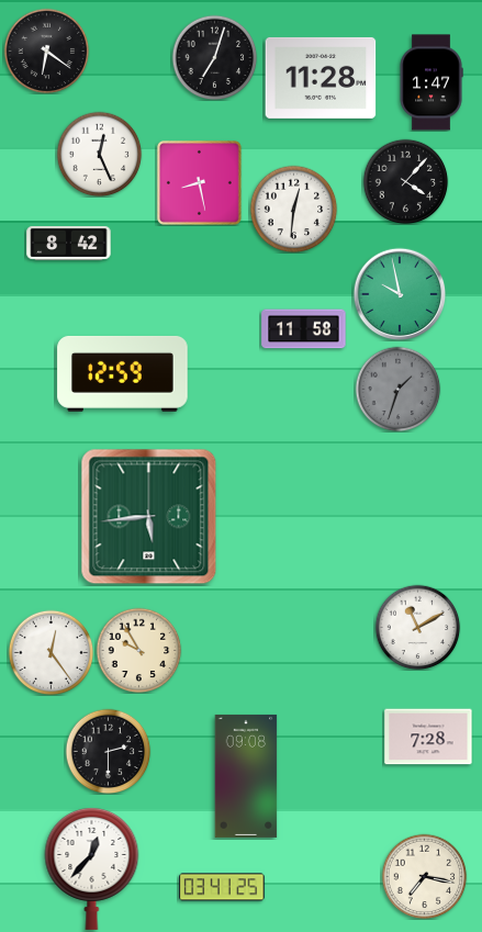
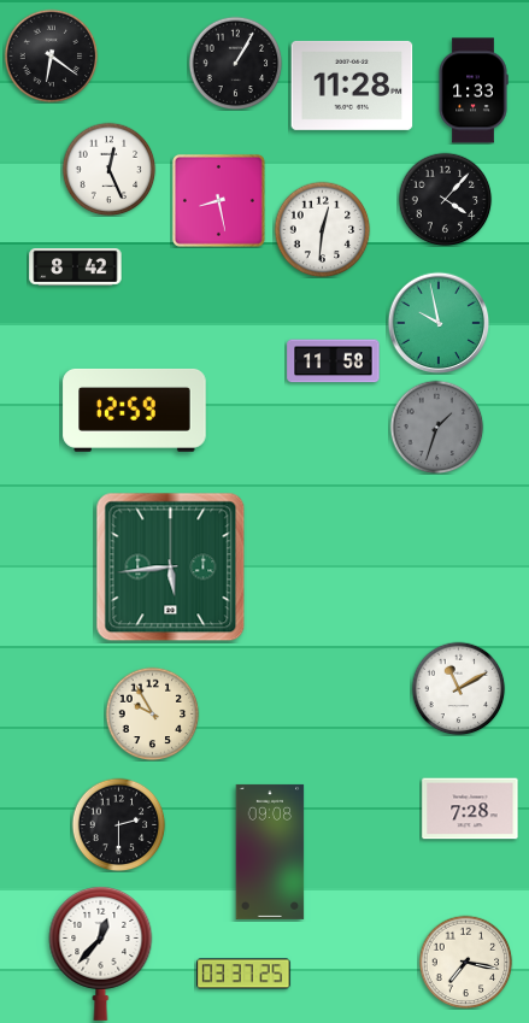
clock at (214, 57): 7:03 -> 1:05
clock at (431, 82): 1:47 -> 1:33
clock at (149, 517) position: (149, 517) -> (171, 568)
clock at (51, 652): 12:24 -> none
clock at (222, 887): 03:41 -> 03:37
